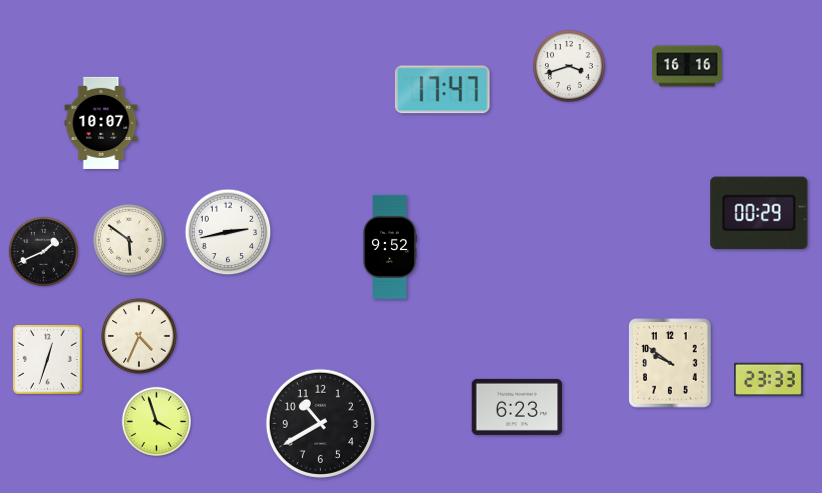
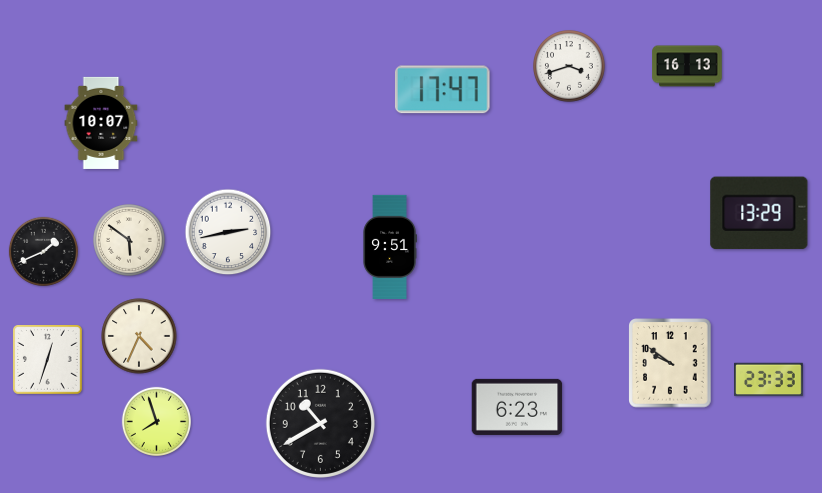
clock at (687, 66): 16:16 -> 16:13
clock at (759, 213): 00:29 -> 13:29
clock at (390, 247): 9:52 -> 9:51
clock at (156, 421): 3:57 -> 7:57
